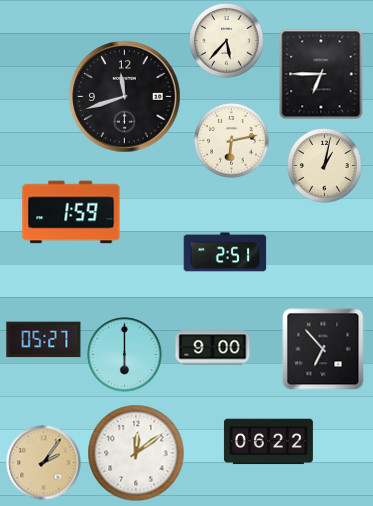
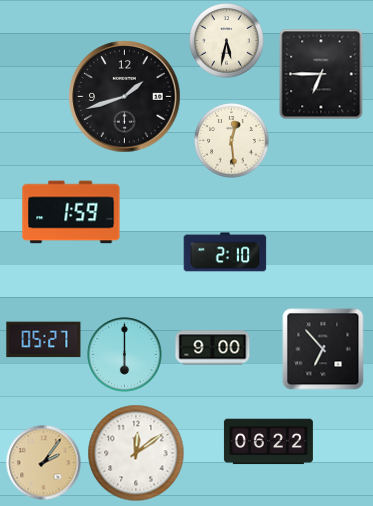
clock at (227, 41): 5:37 -> 5:32
clock at (125, 97): 11:42 -> 1:42
clock at (232, 141): 6:13 -> 12:29
clock at (325, 166): 1:02 -> none
clock at (225, 252): 2:51 -> 2:10
